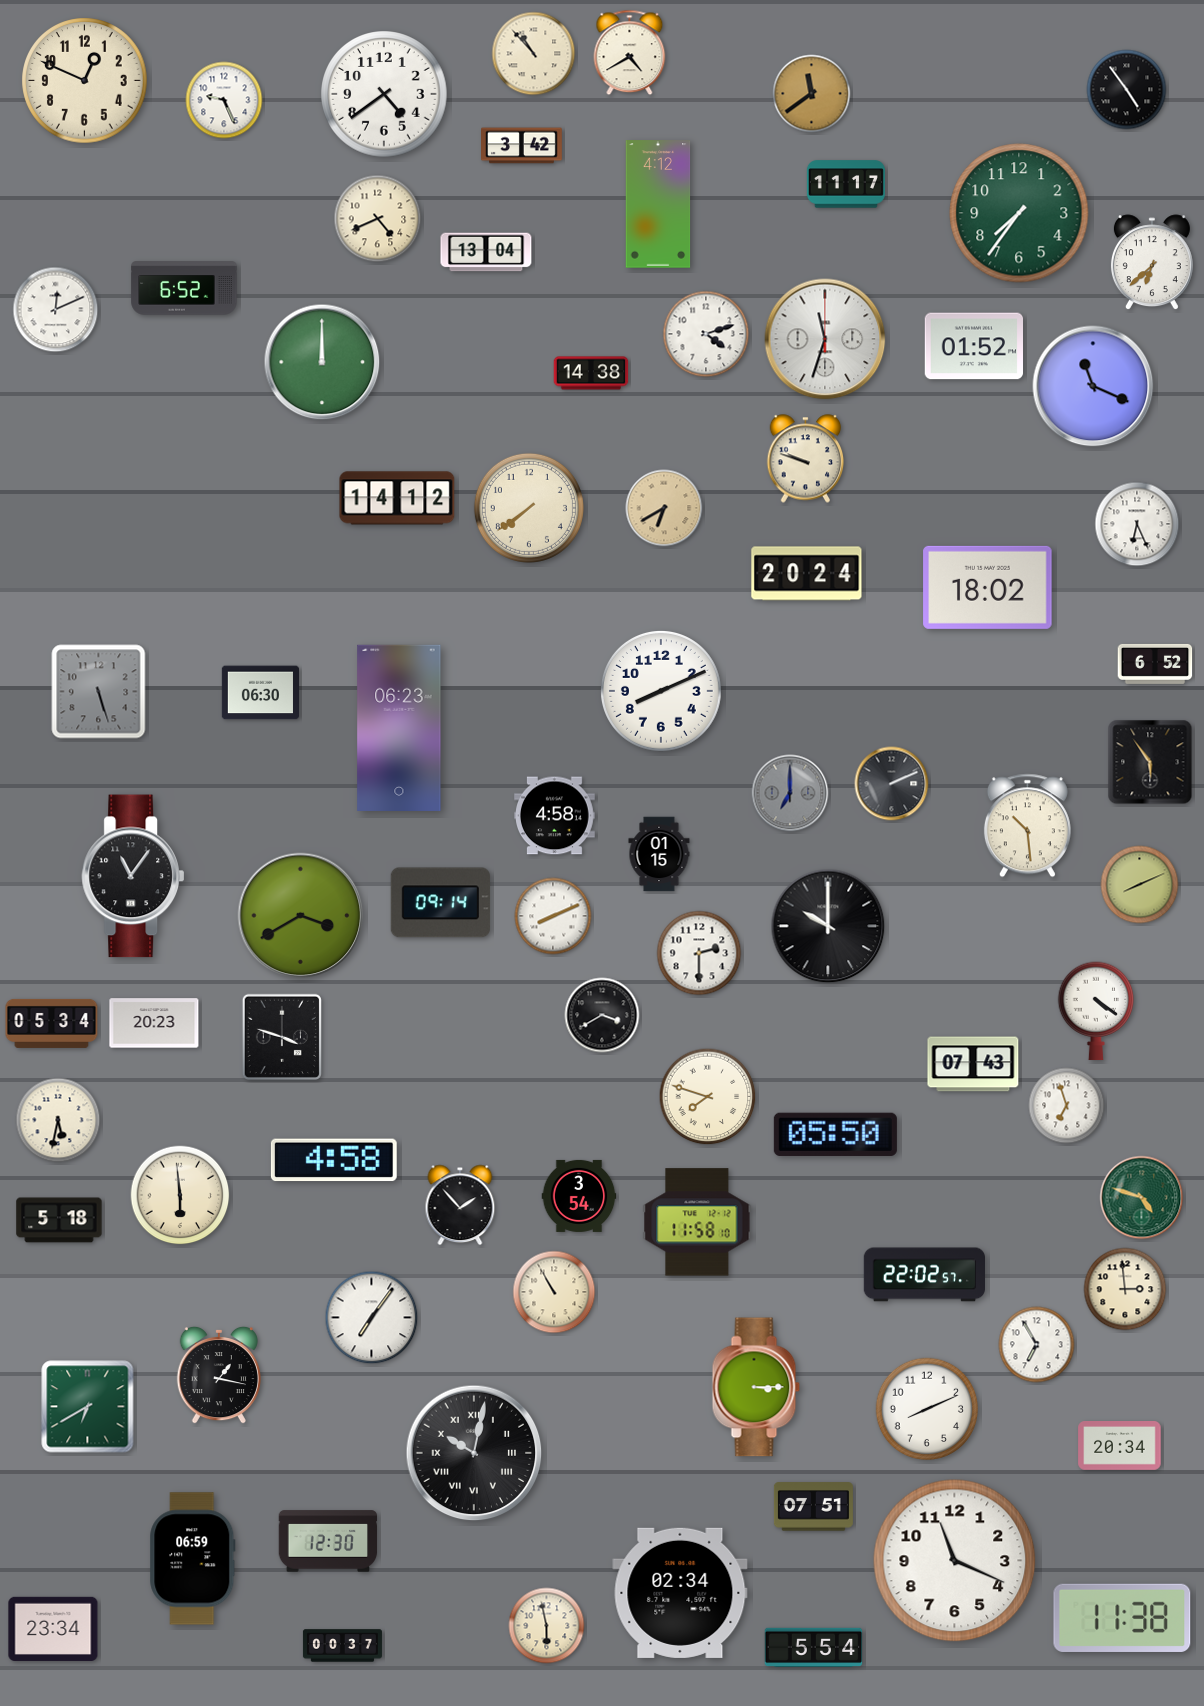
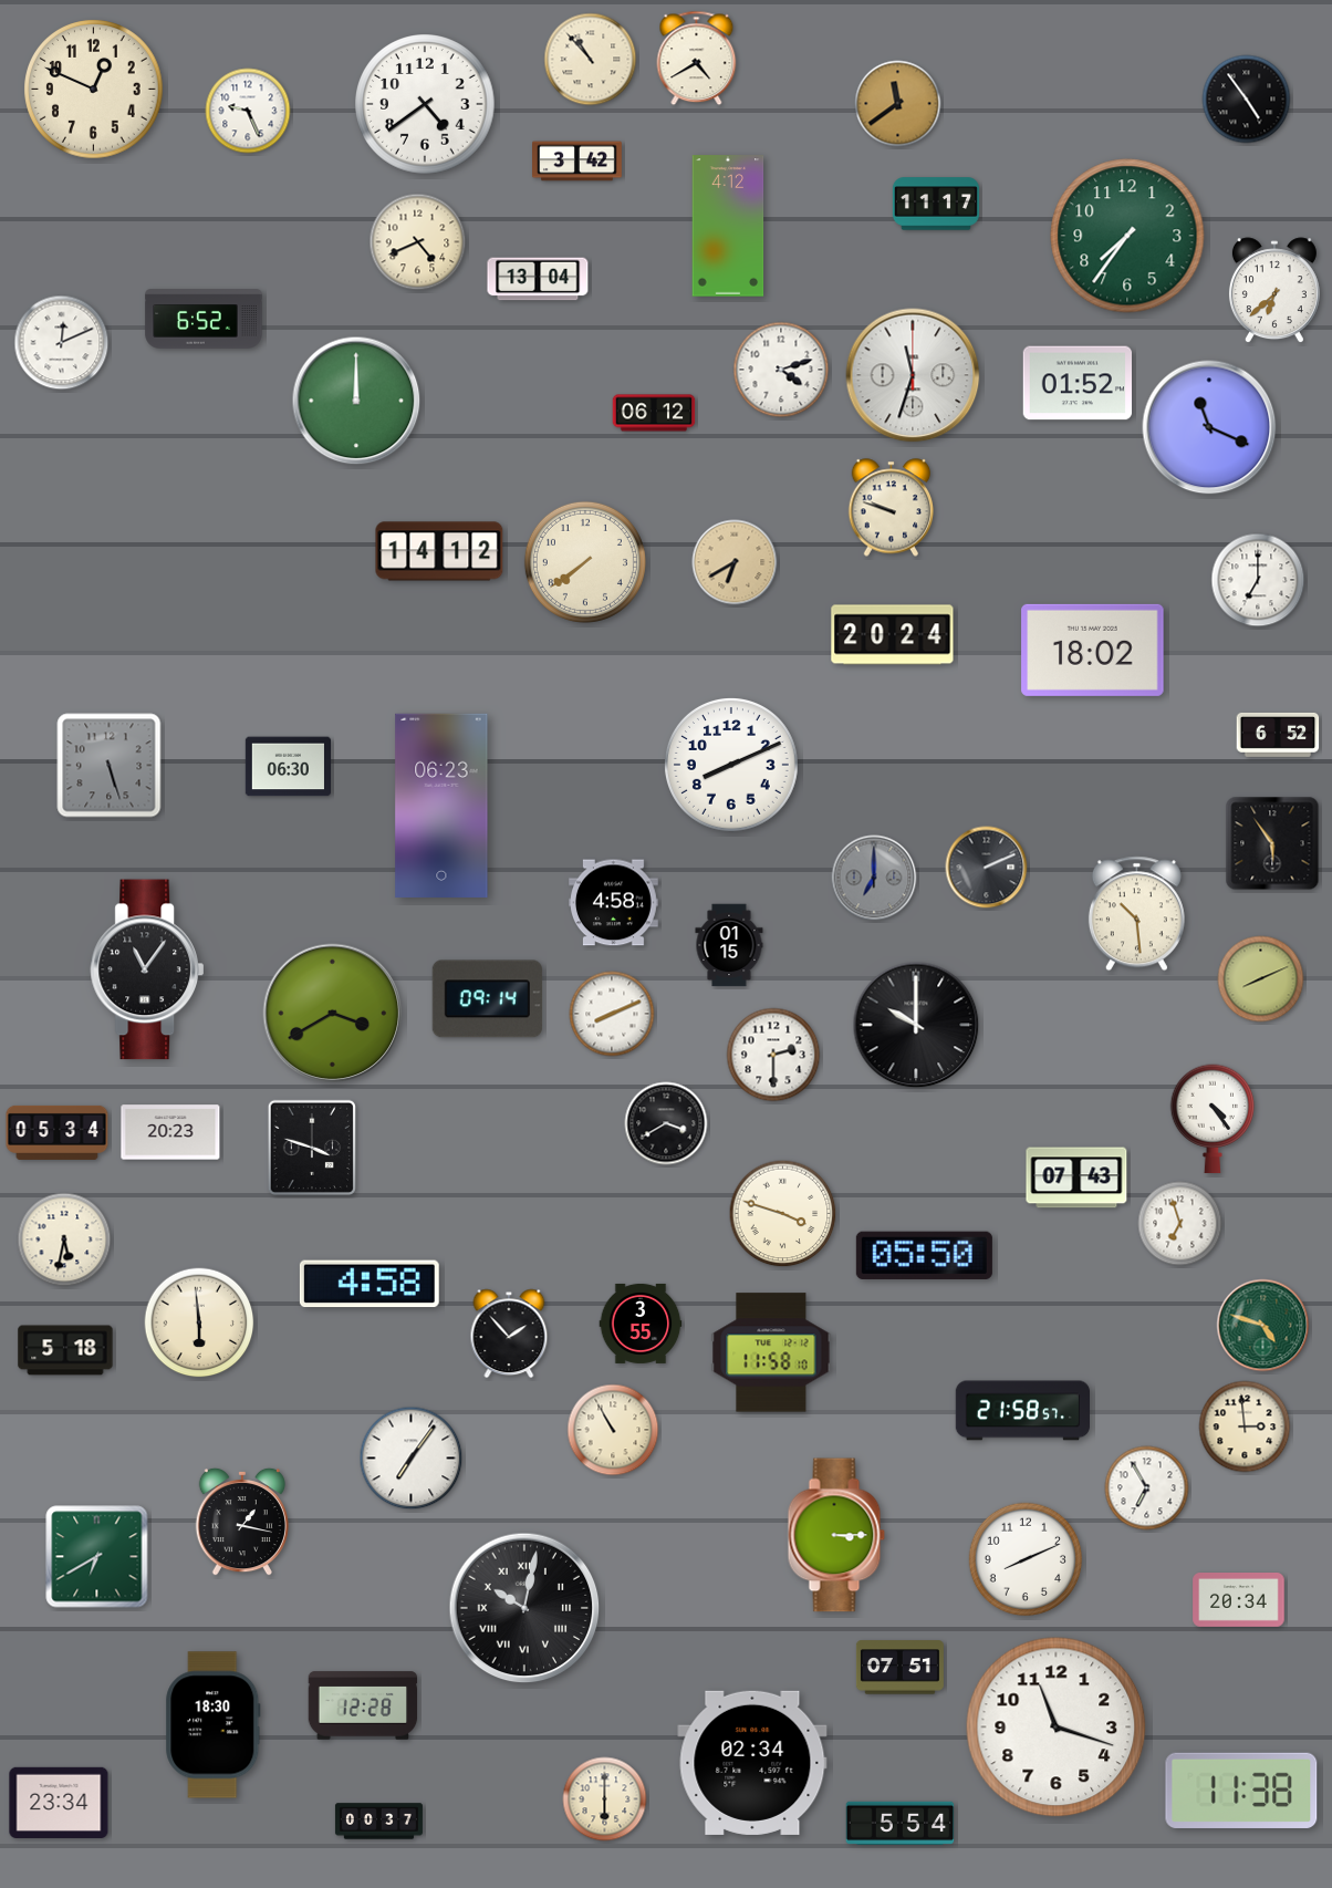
clock at (591, 373): 14:38 -> 06:12
clock at (1137, 524): 6:26 -> 7:00
clock at (1096, 1011): 4:21 -> 4:24
clock at (708, 1097): 7:48 -> 3:48
clock at (579, 1196): 3:54 -> 3:55
clock at (924, 1275): 22:02 -> 21:58
clock at (328, 1541): 12:30 -> 12:28
clock at (193, 1559): 06:59 -> 18:30
clock at (955, 1561): 11:19 -> 11:18
clock at (547, 1626): 5:58 -> 6:00
